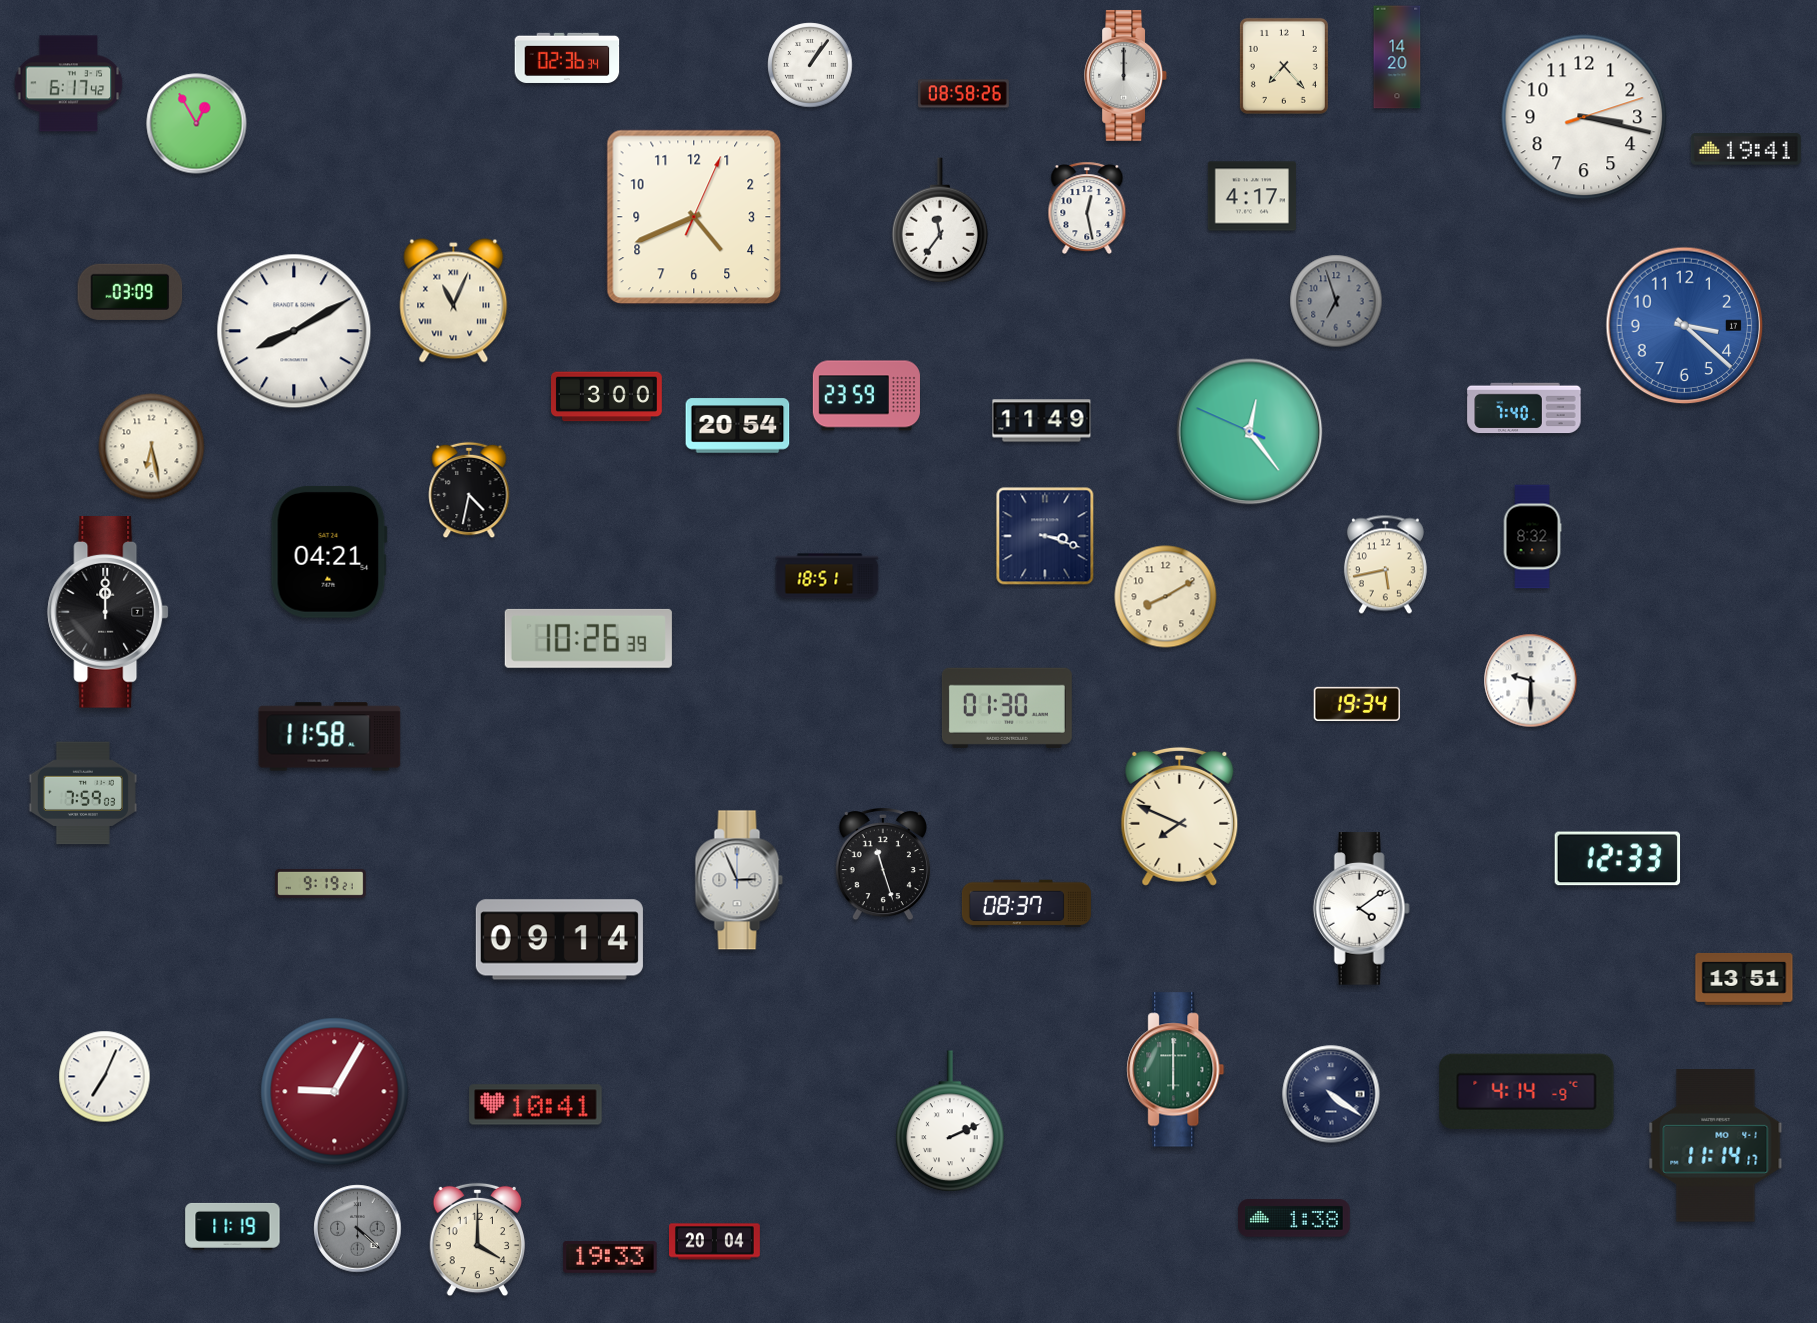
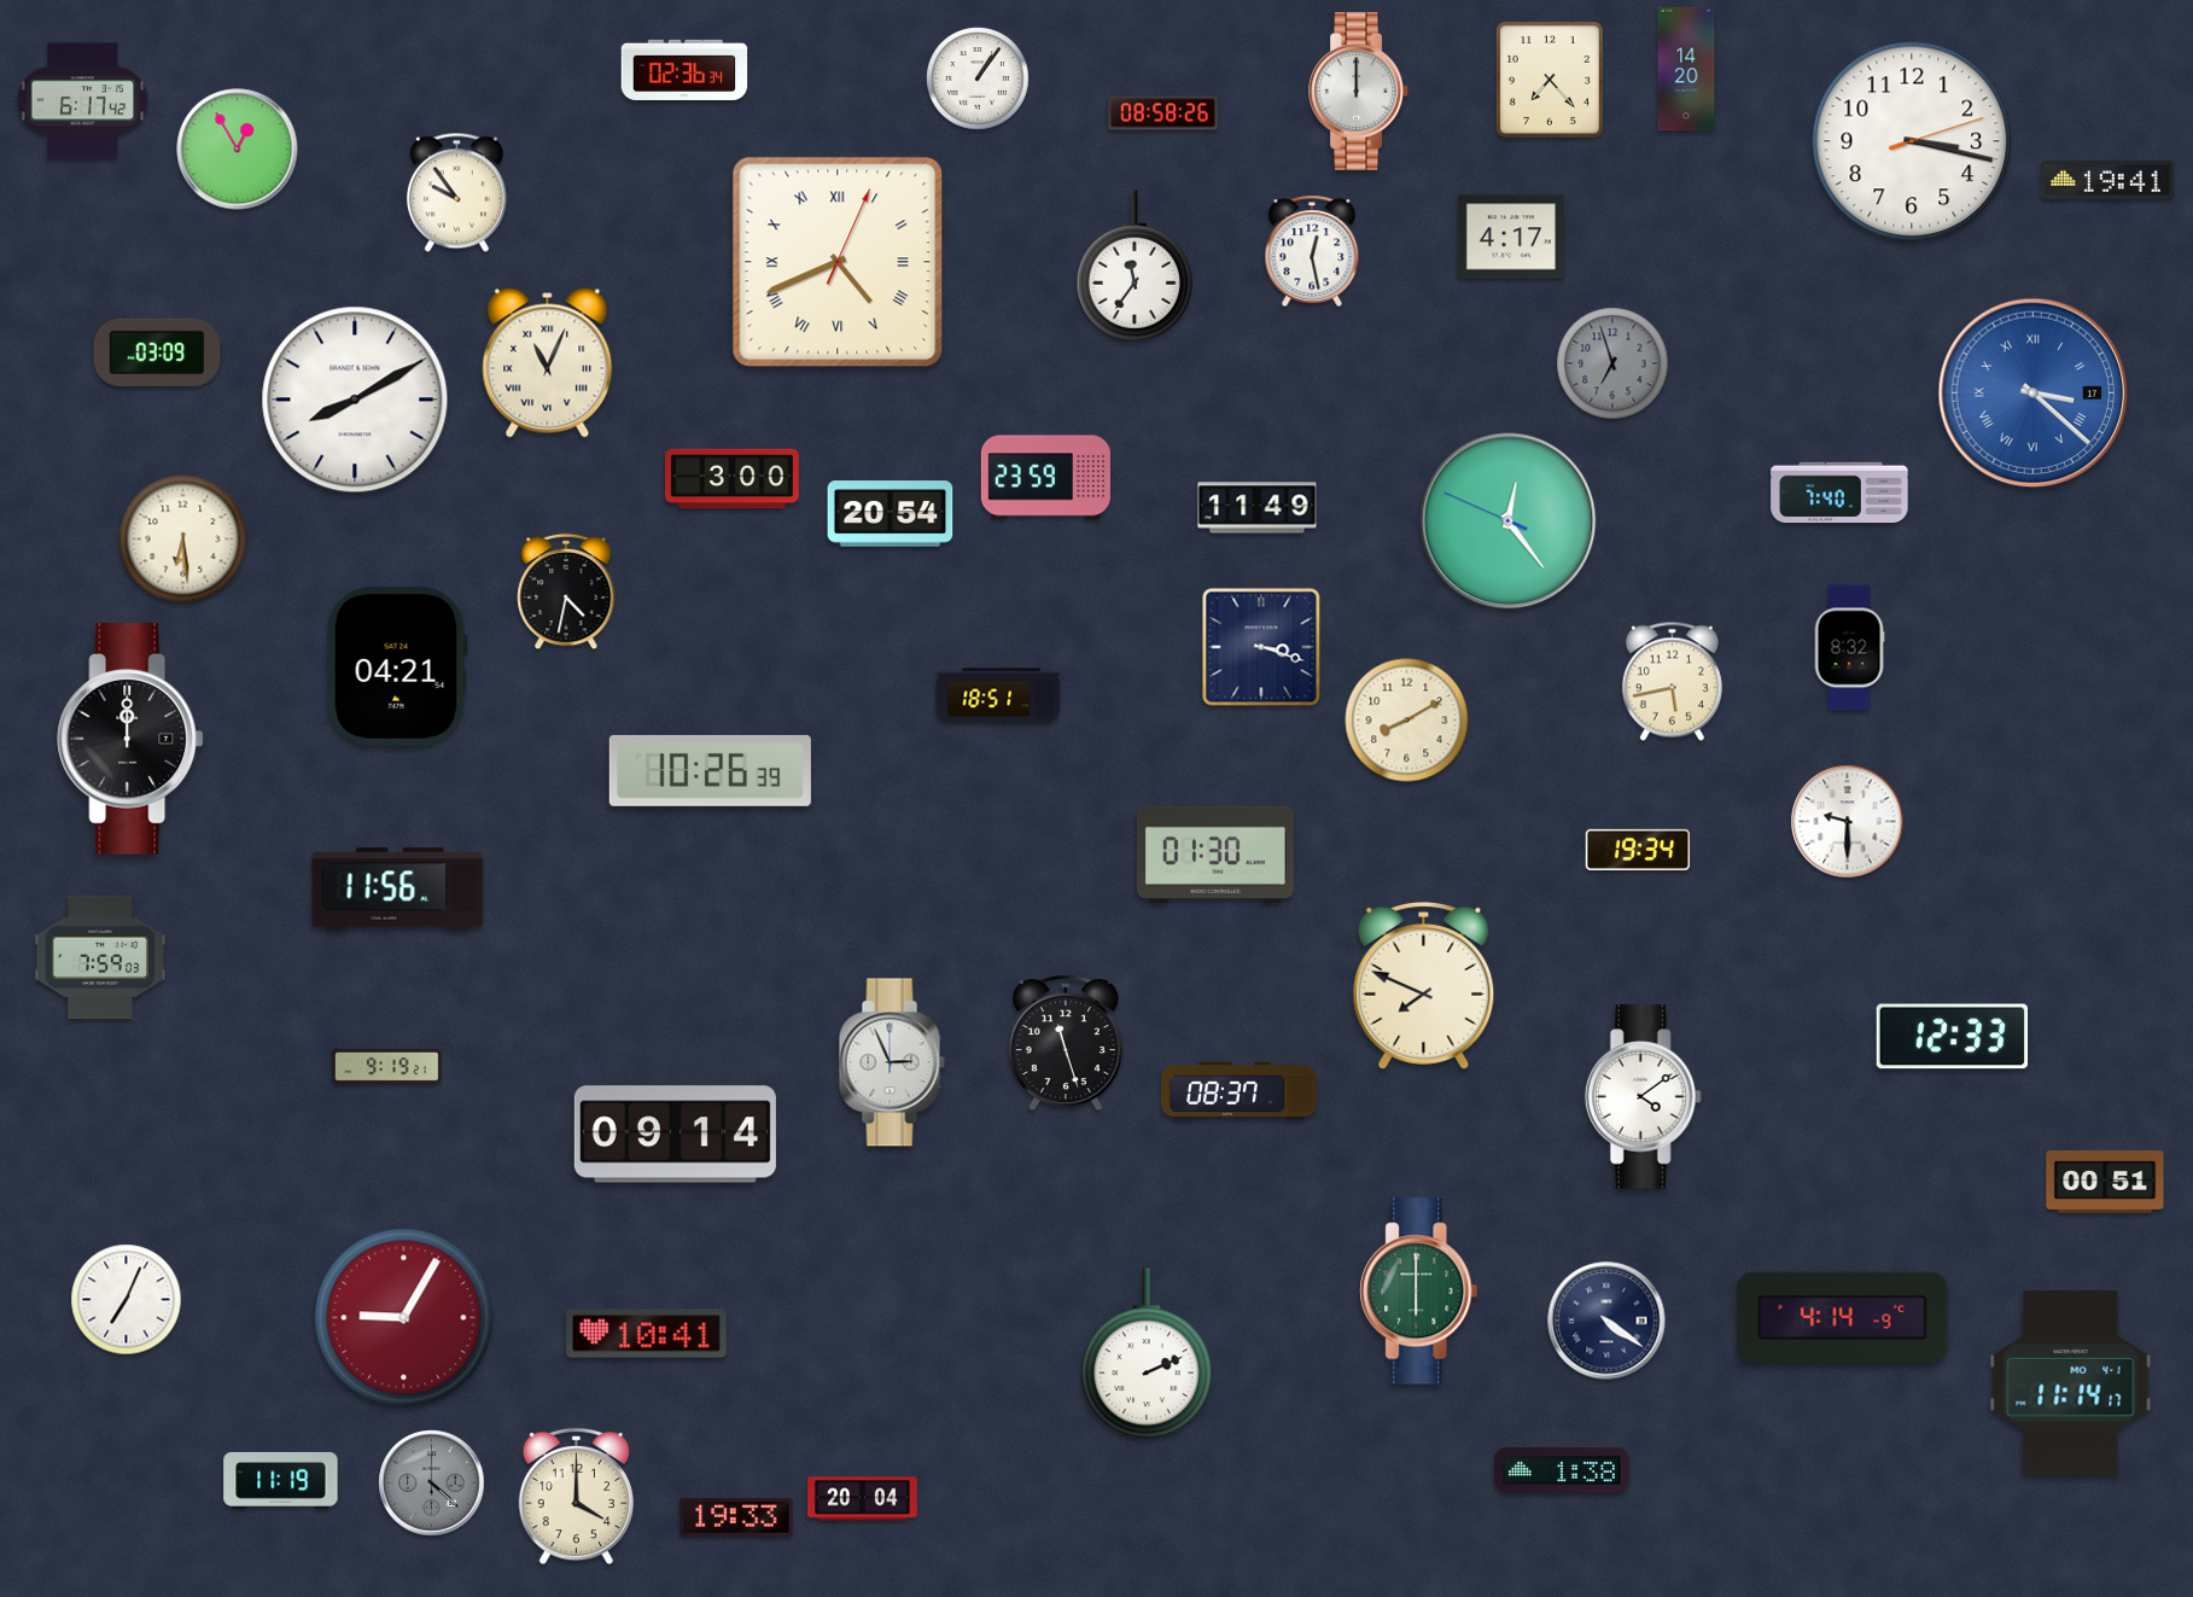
clock at (456, 193): none -> 9:54
clock at (694, 217) numerals: Arabic -> Roman
clock at (1685, 326) numerals: Arabic -> Roman
clock at (152, 447): 6:28 -> 6:29
clock at (330, 737): 11:58 -> 11:56
clock at (1744, 979): 13:51 -> 00:51
